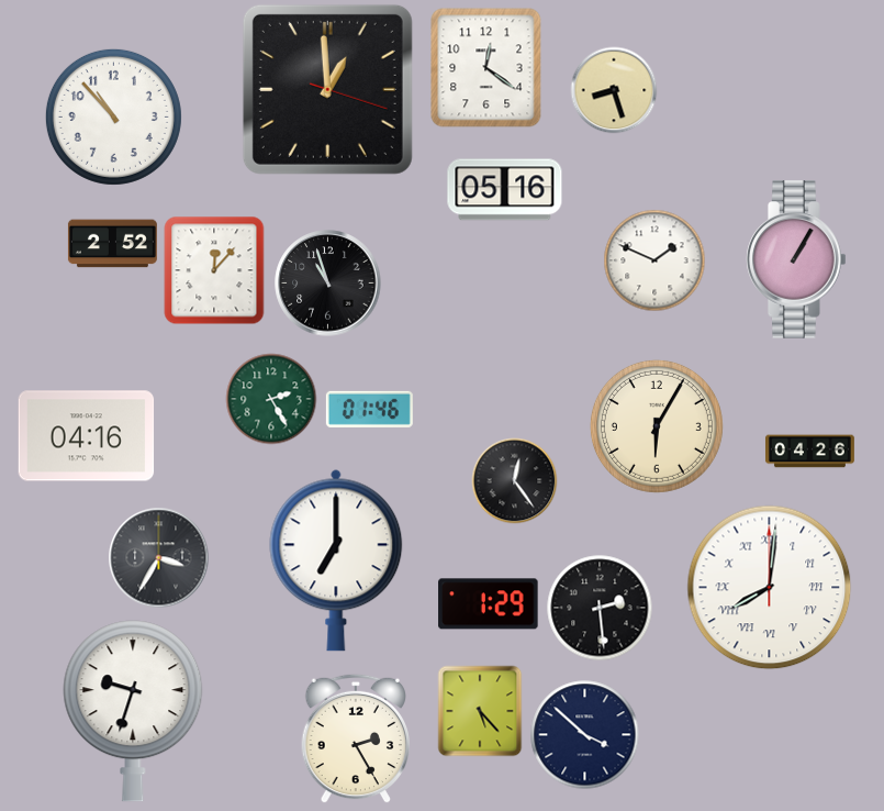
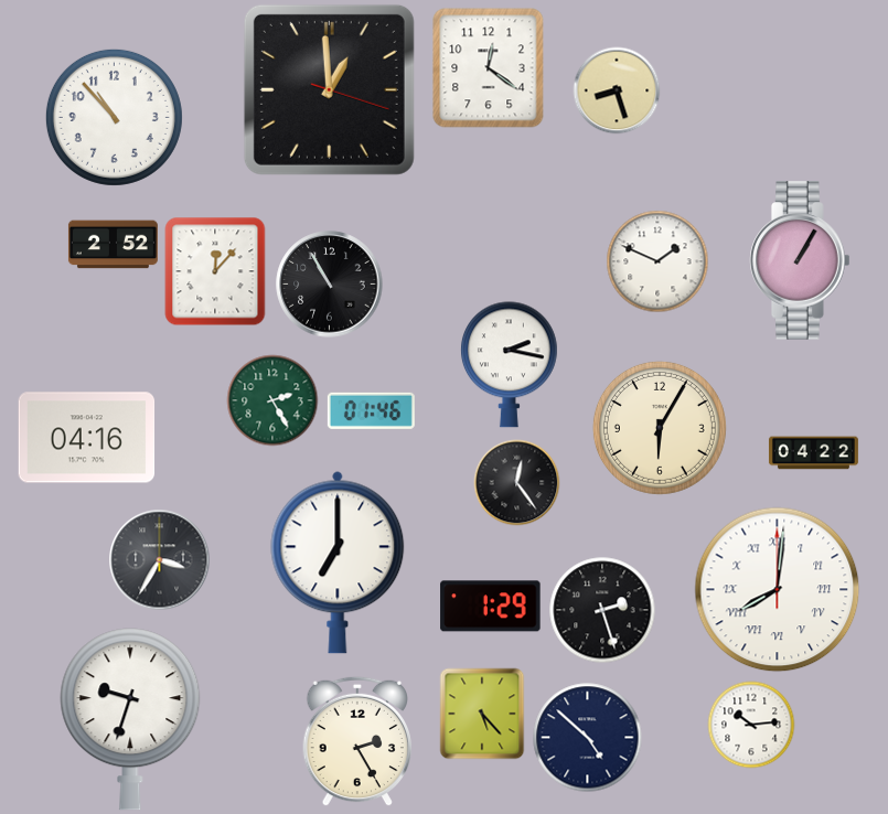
clock at (505, 190): 05:16 -> none
clock at (328, 284): 10:57 -> 10:55
clock at (509, 365): none -> 2:17
clock at (809, 452): 04:26 -> 04:22
clock at (770, 588) position: (770, 588) -> (778, 590)
clock at (600, 608): 2:29 -> 2:27
clock at (133, 711) position: (133, 711) -> (130, 719)
clock at (751, 725): none -> 10:14
clock at (585, 735): 3:52 -> 4:52
